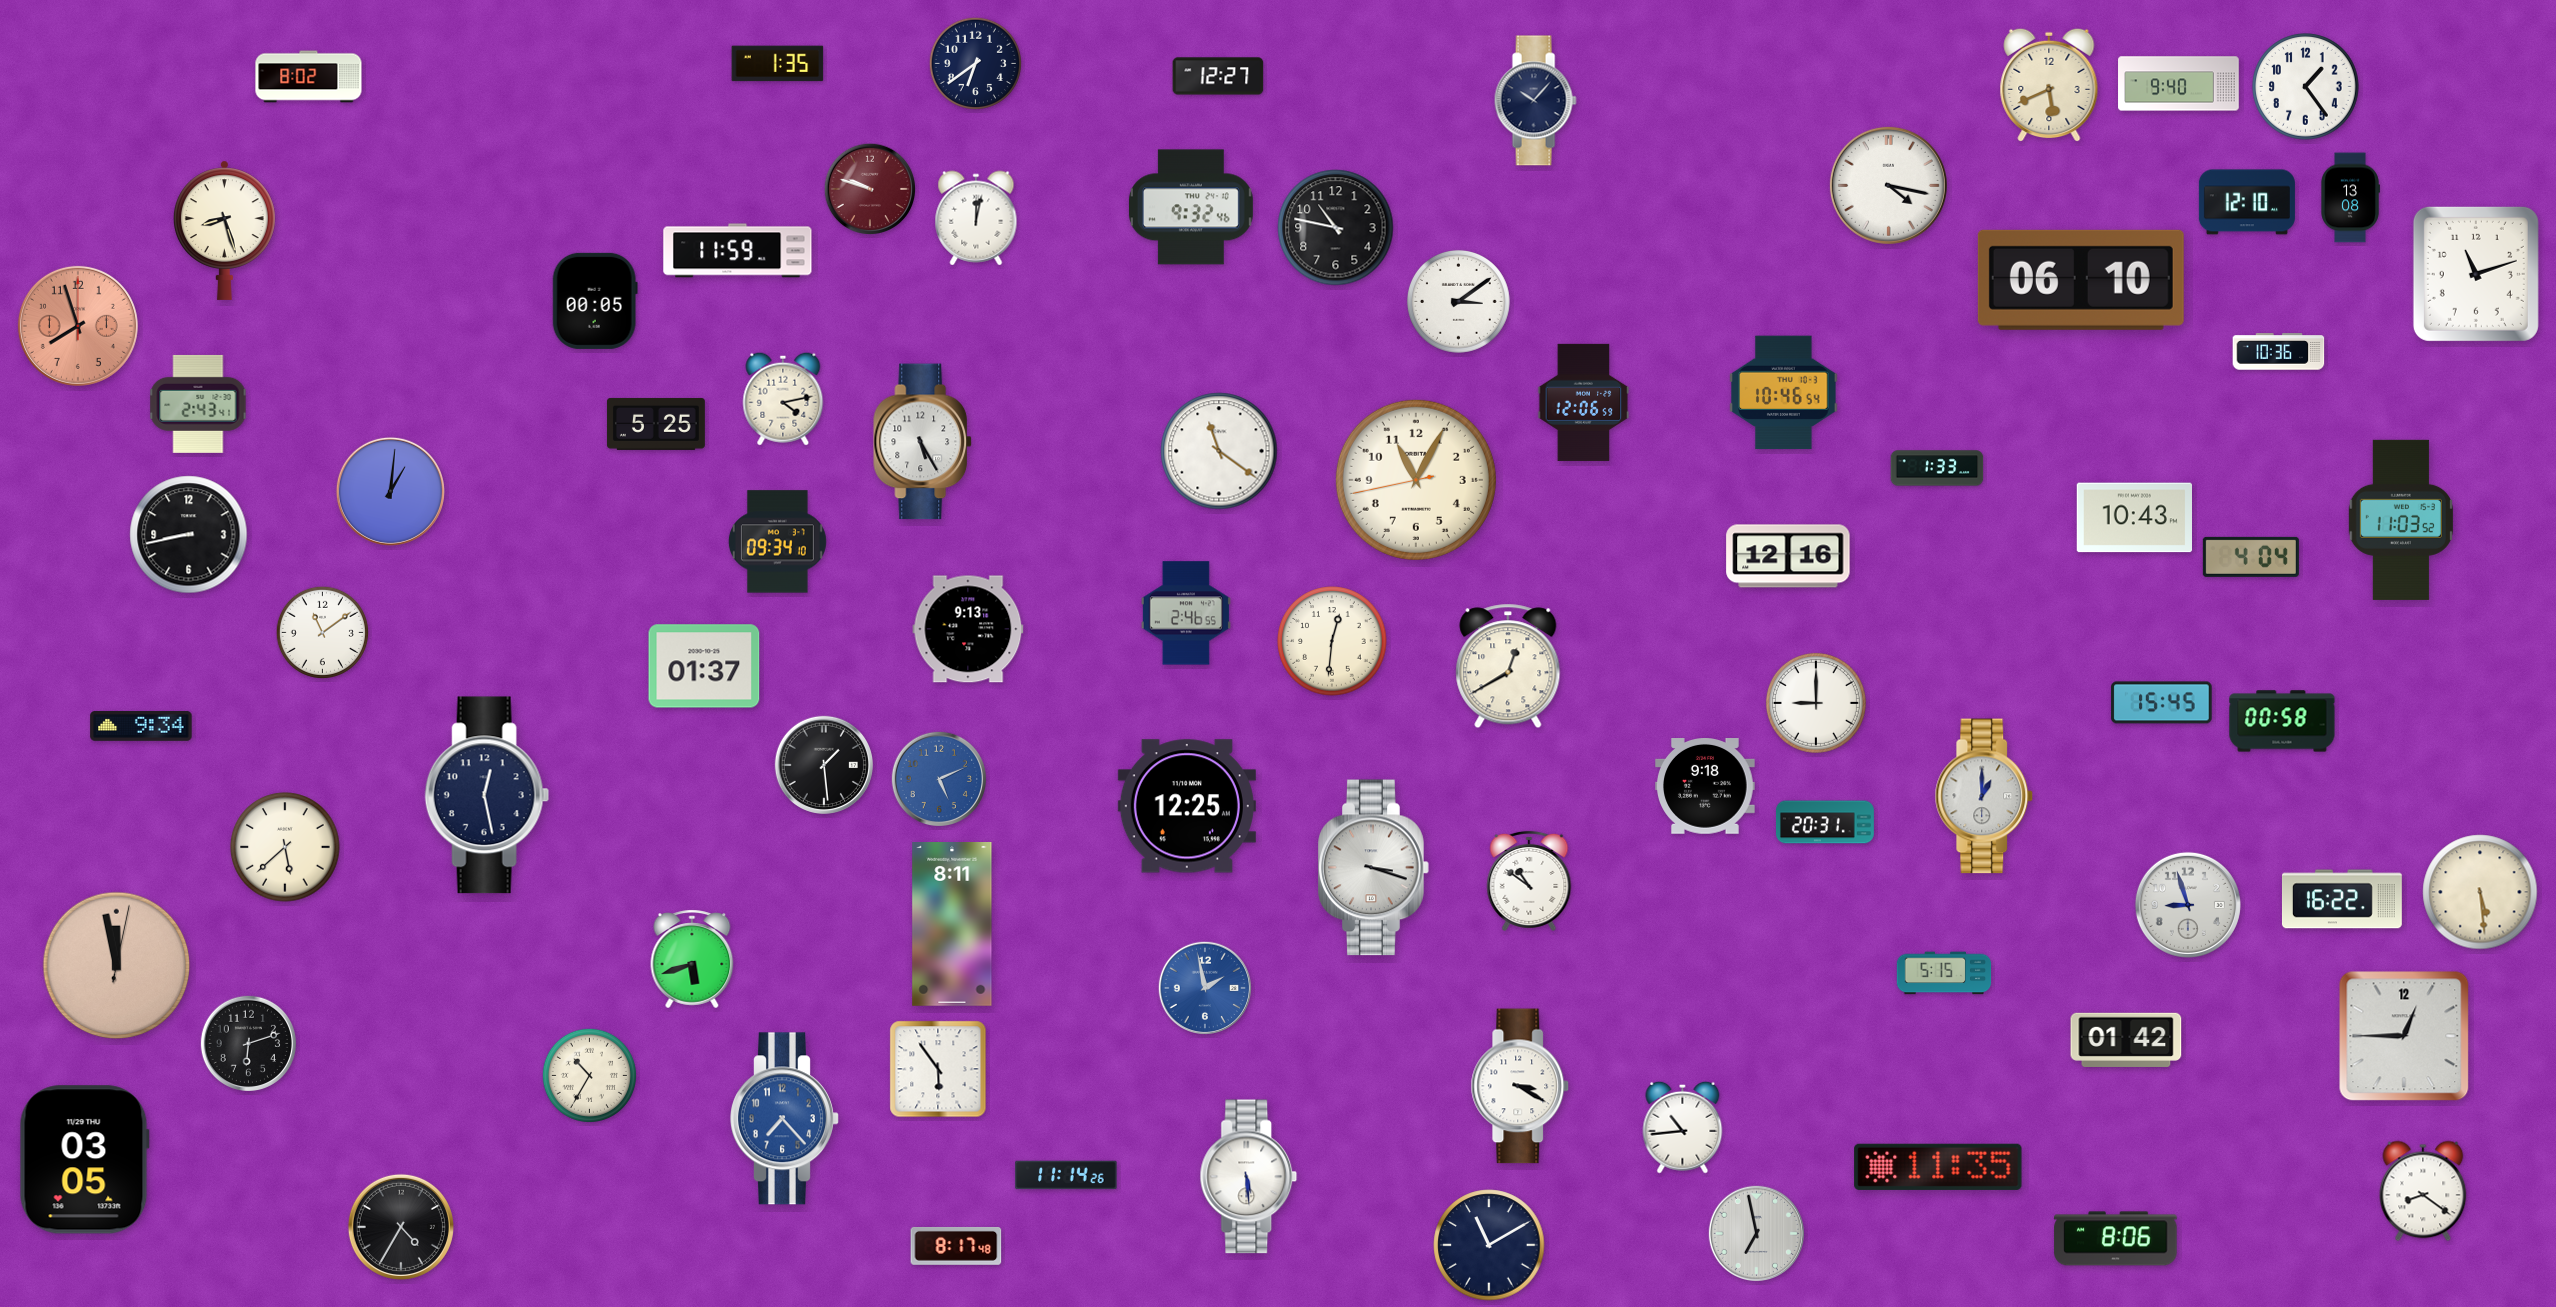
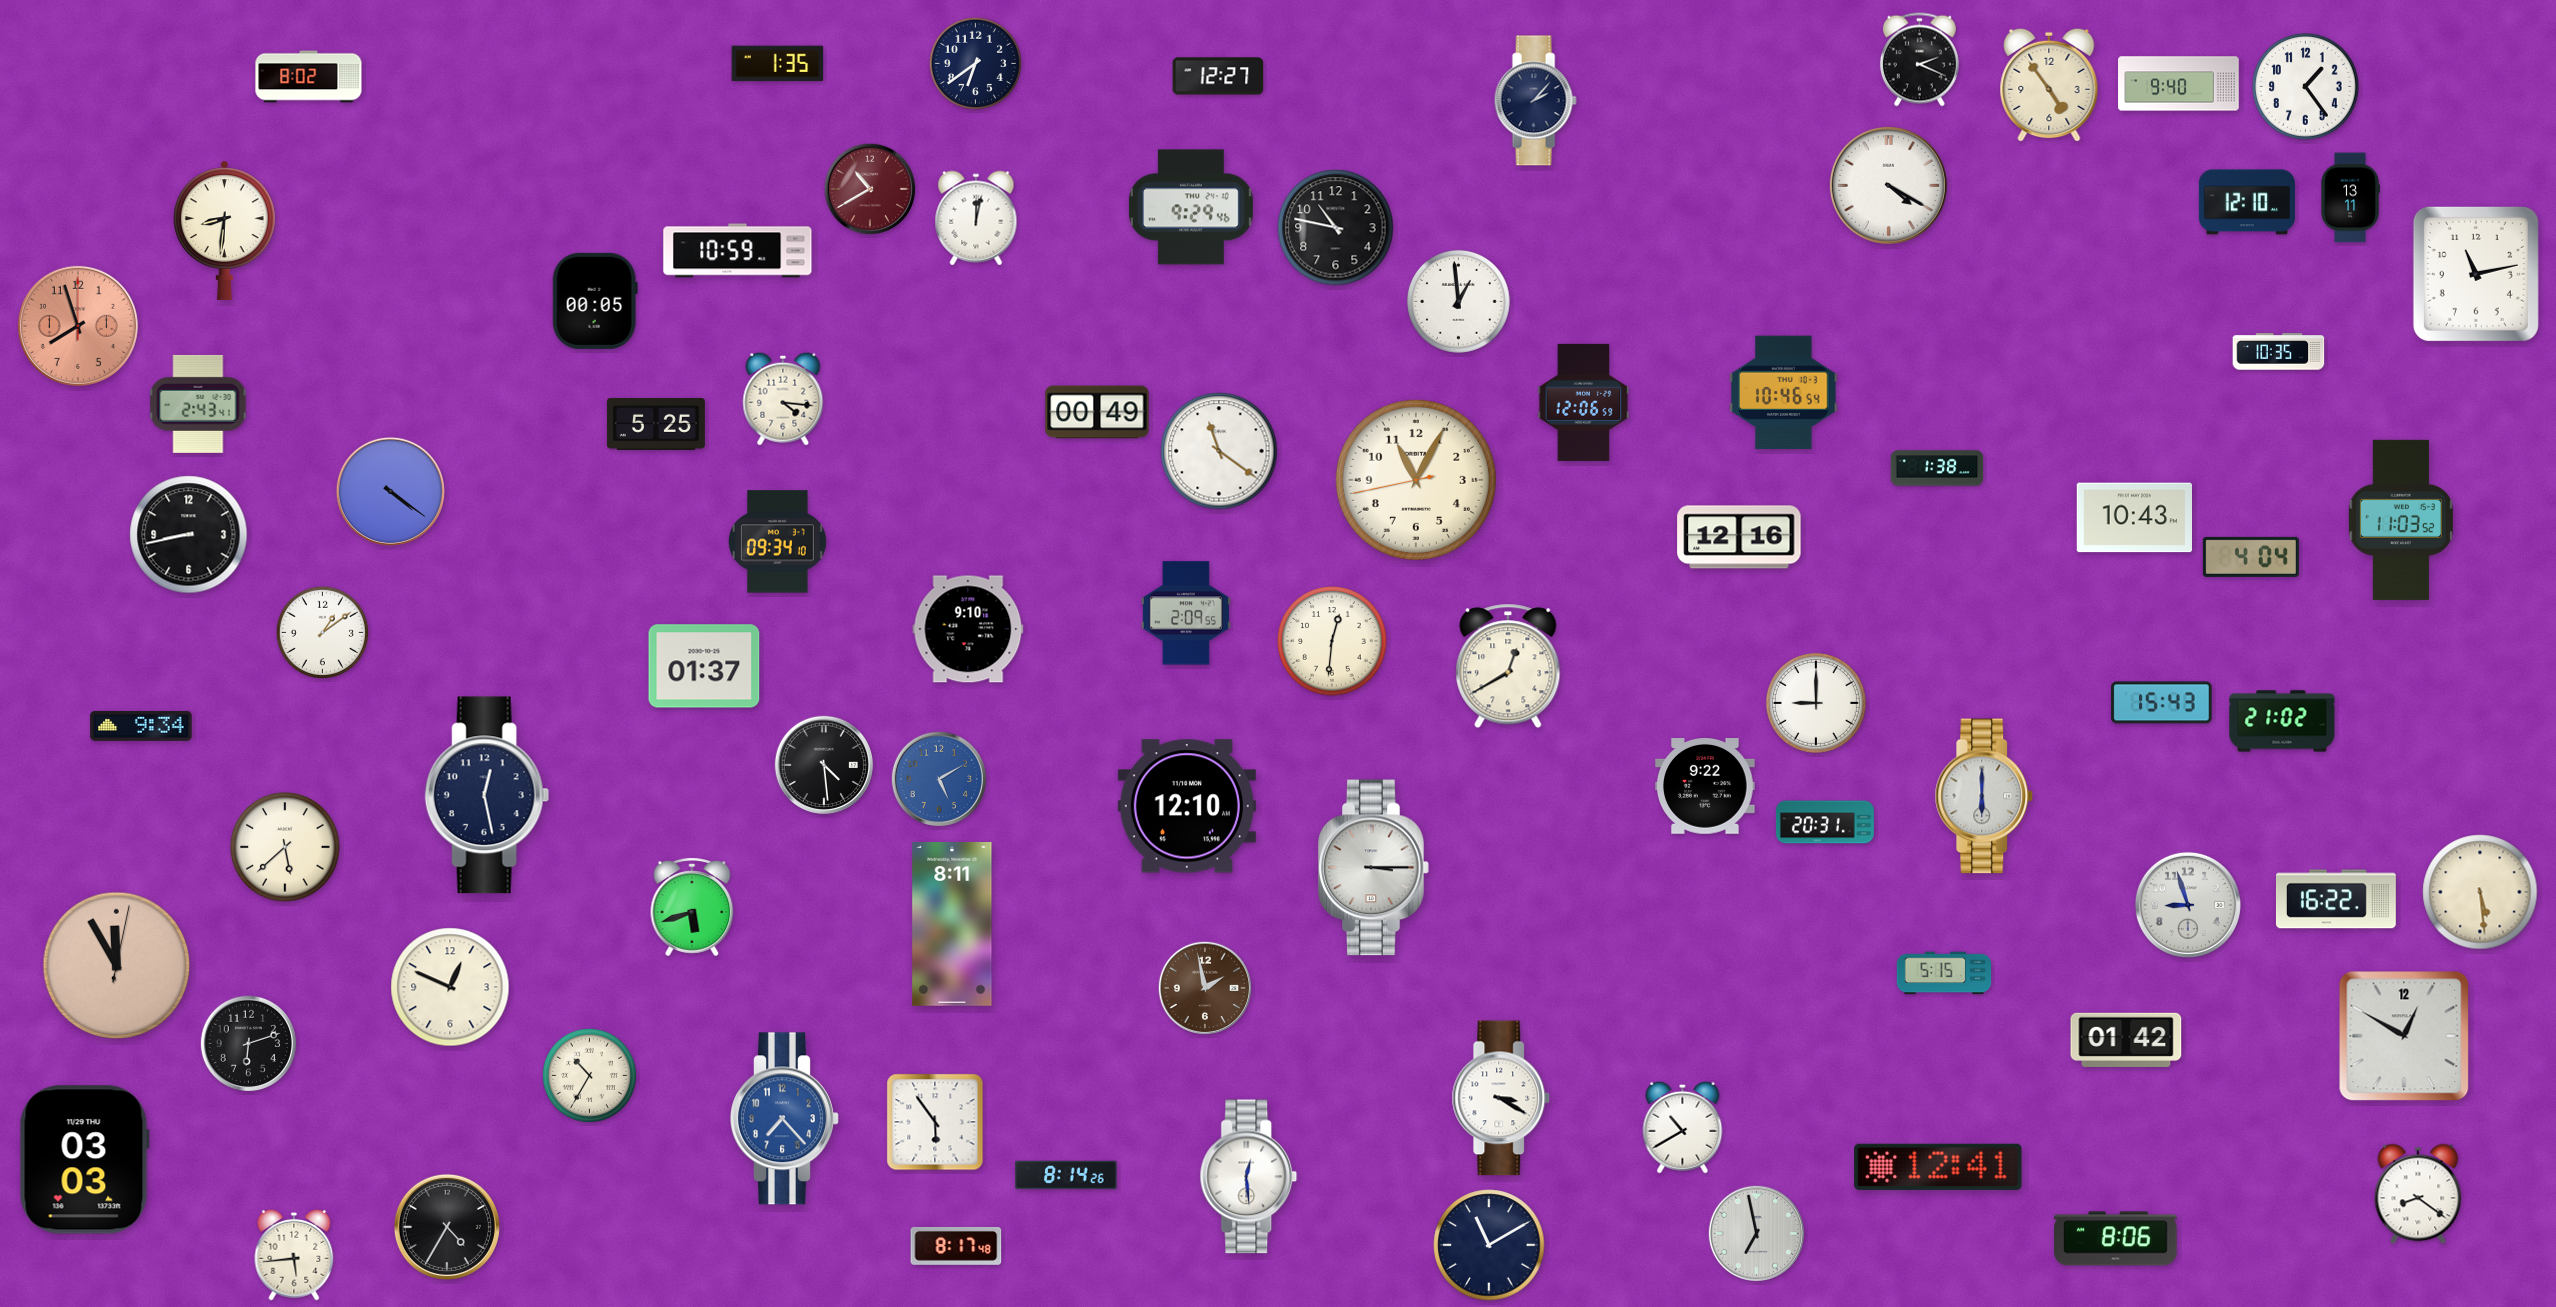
clock at (1919, 60): none -> 2:19
clock at (2049, 85): 5:41 -> 4:54
clock at (1535, 101): 10:07 -> 2:07
clock at (1888, 185): 4:17 -> 4:20
clock at (870, 189): 9:48 -> 10:40
clock at (2350, 198): 13:08 -> 13:11
clock at (1191, 207): 9:32 -> 9:29
clock at (224, 230): 8:27 -> 8:31
clock at (738, 251): 11:59 -> 10:59
clock at (2476, 274): 11:12 -> 11:13
clock at (2081, 280): 06:10 -> none
clock at (1458, 301): 3:09 -> 12:59
clock at (2279, 352): 10:36 -> 10:35
clock at (783, 399): 4:13 -> 4:16
clock at (1097, 412): none -> 00:49
clock at (923, 442): 5:25 -> none
clock at (1937, 468): 1:33 -> 1:38
clock at (390, 491): 1:01 -> 4:21
clock at (1788, 556) position: (1788, 556) -> (1739, 537)
clock at (1186, 613): 2:46 -> 2:09
clock at (968, 629): 9:13 -> 9:10
clock at (322, 632): 11:09 -> 1:09
clock at (2162, 703): 15:45 -> 15:43
clock at (2282, 721): 00:58 -> 21:02
clock at (824, 765): 1:29 -> 4:29
clock at (938, 778): 5:11 -> 5:10
clock at (1705, 787): 9:18 -> 9:22
clock at (1984, 796): 1:00 -> 6:00
clock at (1187, 806): 12:25 -> 12:10
clock at (1374, 868): 3:18 -> 3:15
clock at (1529, 881): 10:51 -> none
clock at (2342, 899) position: (2342, 899) -> (2336, 899)
clock at (692, 959) position: (692, 959) -> (692, 907)
clock at (117, 966): 11:58 -> 11:55
clock at (450, 987): none -> 12:49
clock at (1204, 987) dial: blue -> brown
clock at (2404, 1036): 12:45 -> 12:50
clock at (938, 1069) position: (938, 1069) -> (935, 1122)
clock at (1520, 1086) position: (1520, 1086) -> (1501, 1098)
clock at (1683, 1127): 10:44 -> 10:40
clock at (84, 1160): 03:05 -> 03:03
clock at (1938, 1167): 11:35 -> 12:41
clock at (1066, 1175): 11:14 -> 8:14
clock at (1249, 1177): 5:29 -> 12:29
clock at (2423, 1191) position: (2423, 1191) -> (2418, 1194)
clock at (401, 1227) position: (401, 1227) -> (447, 1227)
clock at (294, 1255): none -> 5:44
